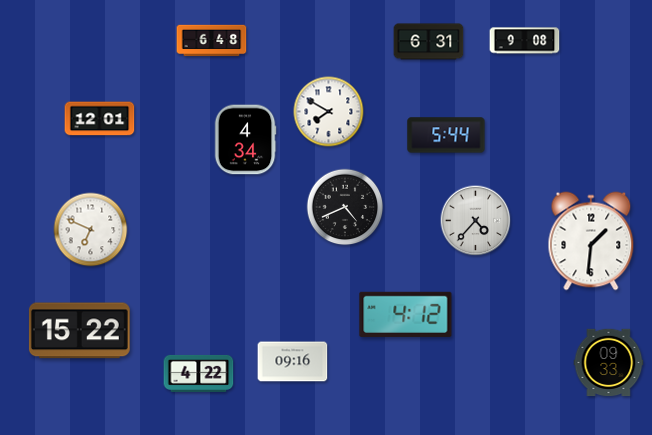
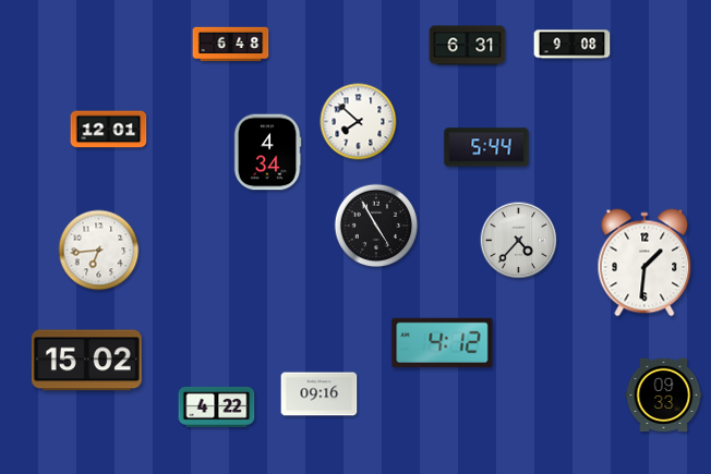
clock at (329, 112): 7:50 -> 7:52
clock at (345, 207): 4:41 -> 4:55
clock at (91, 230): 6:49 -> 6:44
clock at (79, 331): 15:22 -> 15:02
